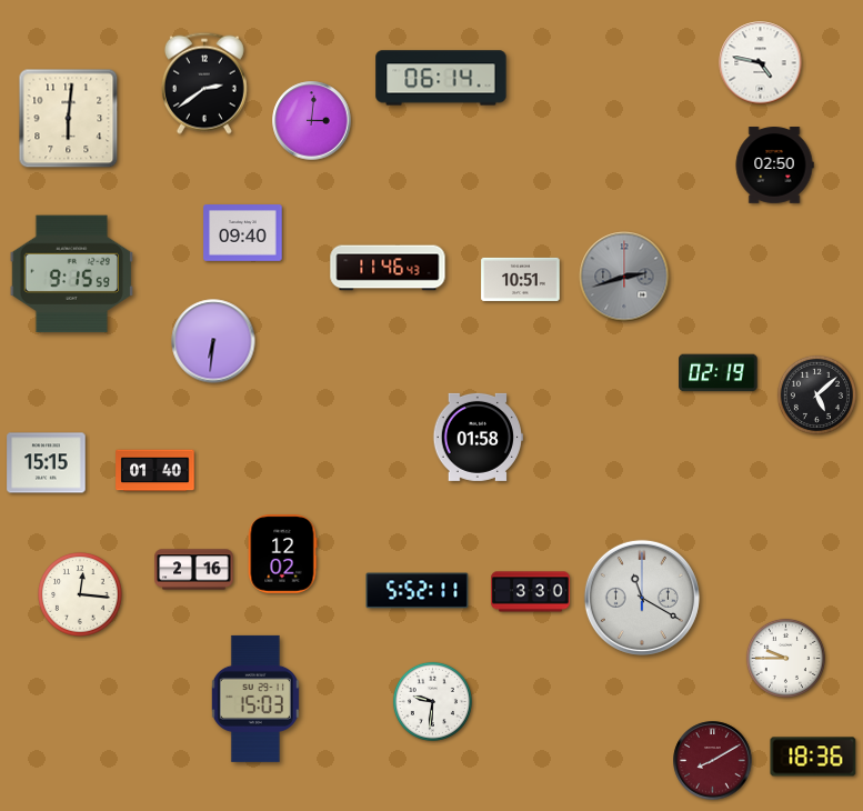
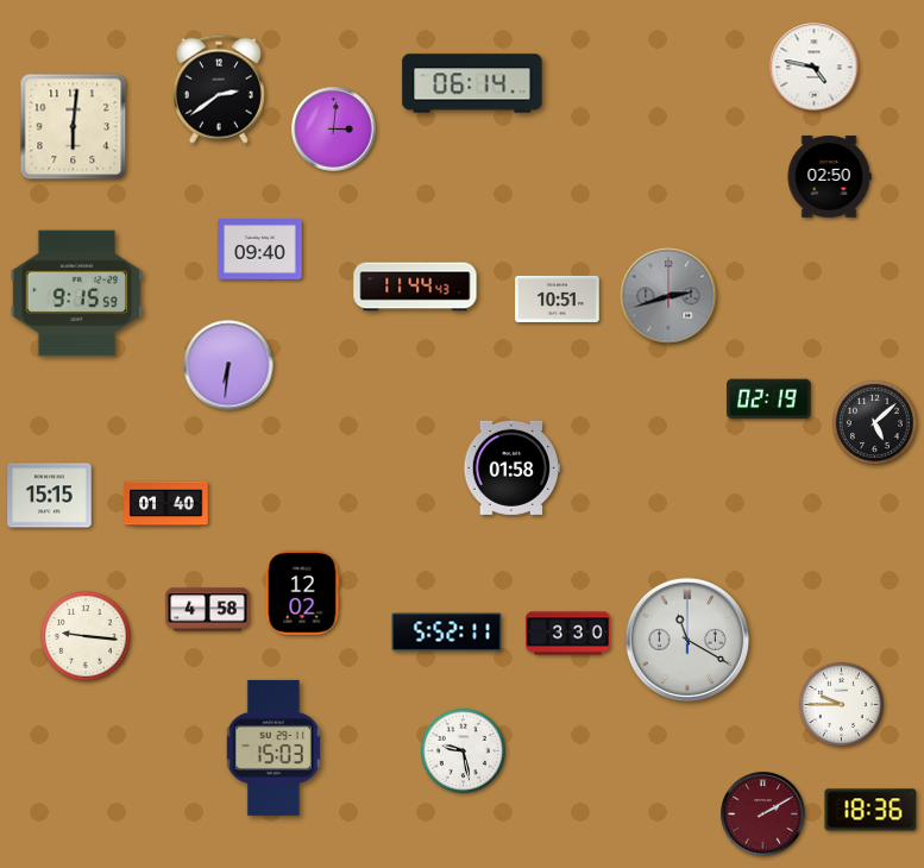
clock at (388, 268): 11:46 -> 11:44
clock at (194, 570): 2:16 -> 4:58
clock at (80, 594): 12:16 -> 9:16
clock at (432, 701): 9:31 -> 9:28
clock at (713, 761): 8:10 -> 2:10
